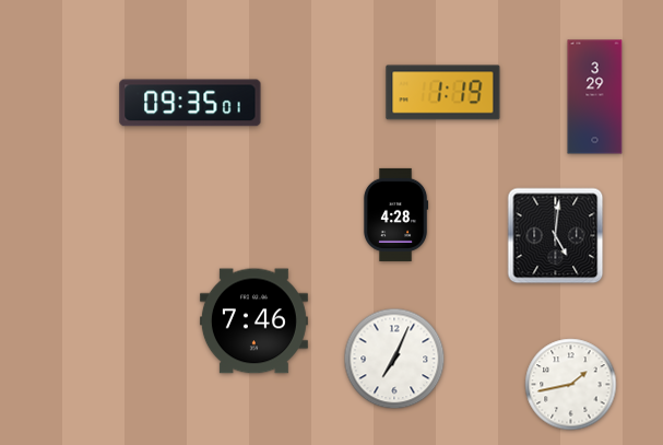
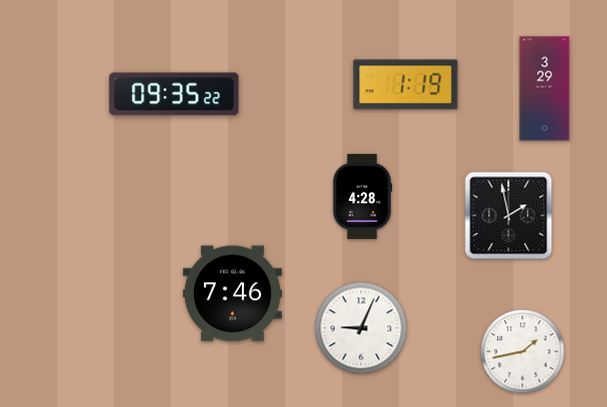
clock at (190, 103): 09:35:01 -> 09:35:22
clock at (556, 236): 5:01 -> 1:58
clock at (394, 359): 7:04 -> 9:04
